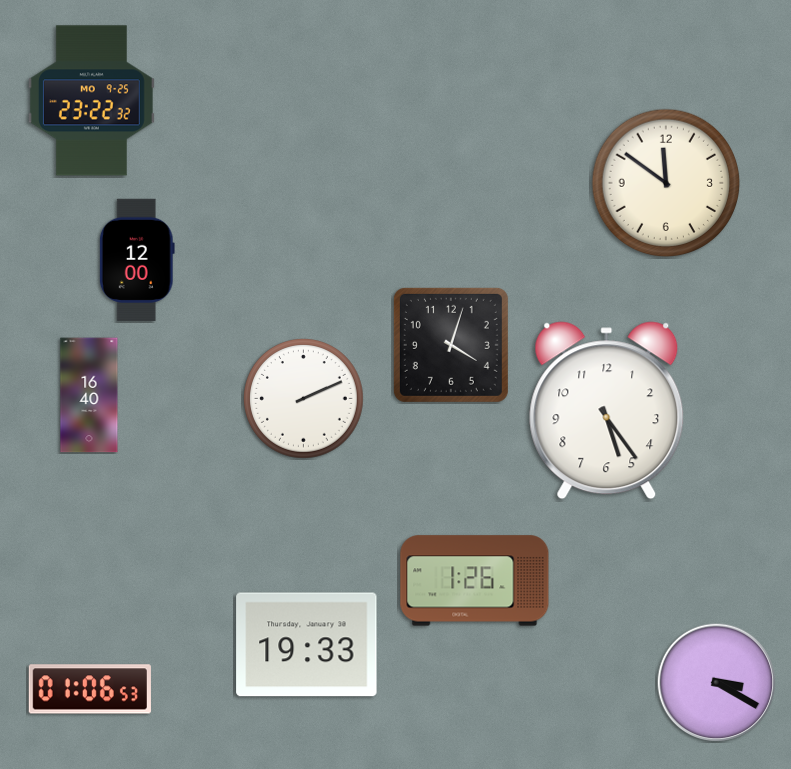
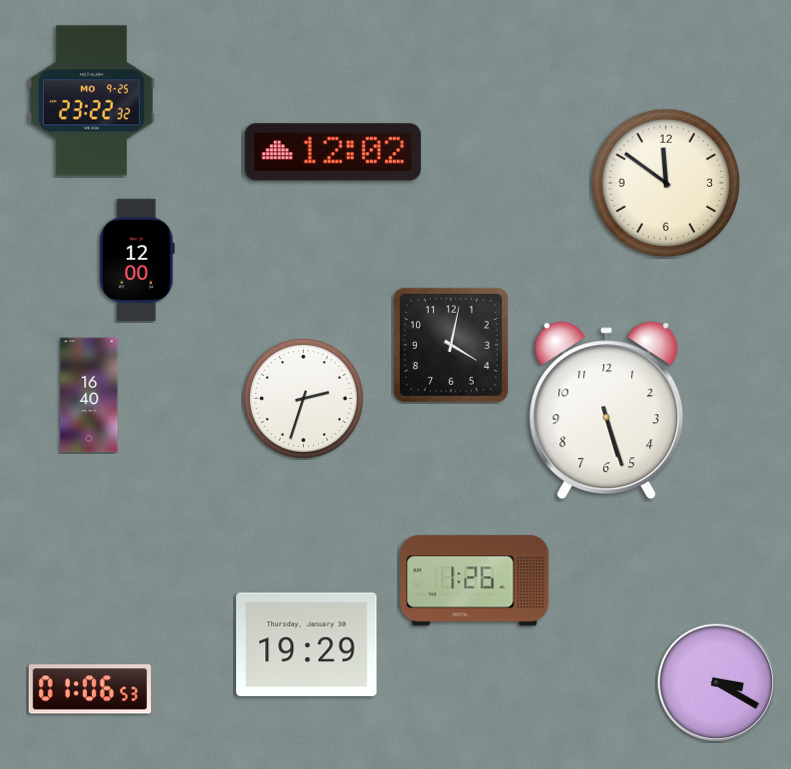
clock at (333, 152): none -> 12:02
clock at (451, 345): 4:03 -> 4:02
clock at (304, 399): 2:11 -> 2:33
clock at (607, 411): 5:24 -> 5:27
clock at (307, 645): 19:33 -> 19:29
